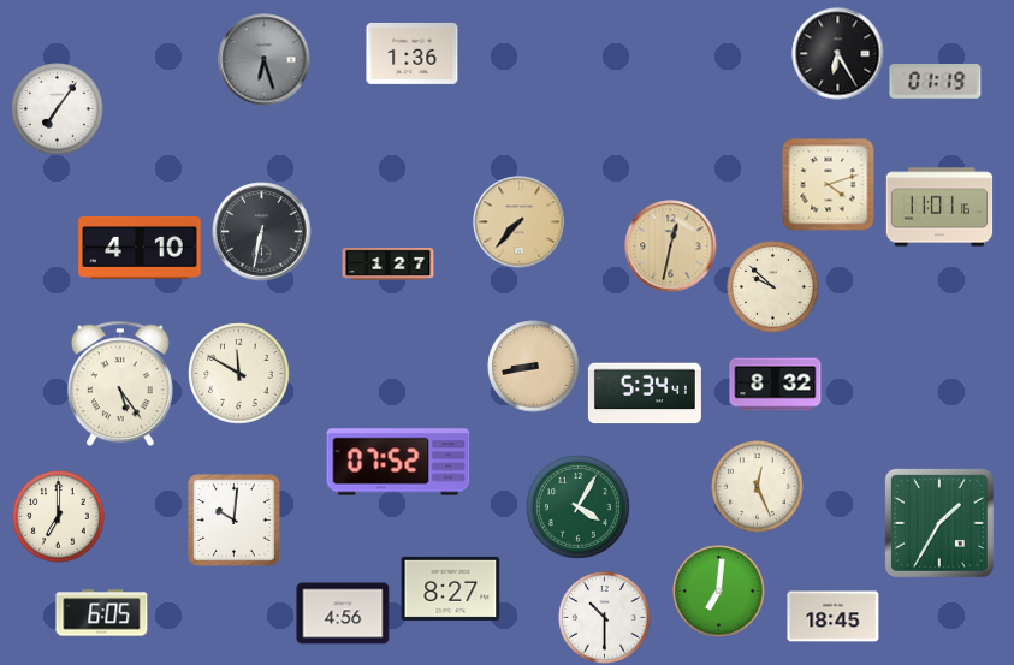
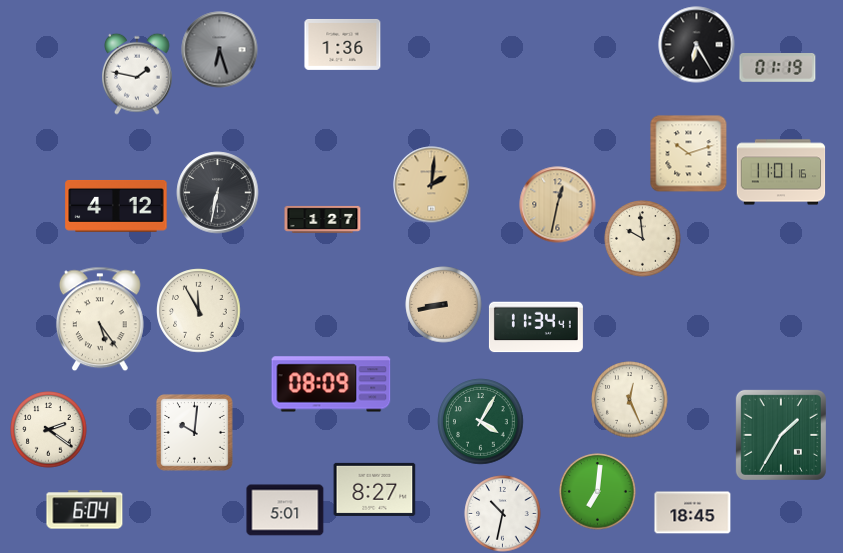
clock at (137, 74): none -> 1:47
clock at (58, 109): 7:06 -> none
clock at (829, 185): 4:12 -> 10:12
clock at (520, 222): 7:37 -> 2:01
clock at (140, 248): 4:10 -> 4:12
clock at (773, 287): 9:52 -> 9:59
clock at (239, 374): 11:50 -> 11:55
clock at (776, 385): 8:32 -> none
clock at (645, 393): 5:34 -> 11:34
clock at (398, 462): 07:52 -> 08:09
clock at (758, 487) position: (758, 487) -> (630, 400)
clock at (59, 517): 7:00 -> 2:21
clock at (102, 613): 6:05 -> 6:04
clock at (343, 613): 4:56 -> 5:01
clock at (605, 618): 10:30 -> 10:32
